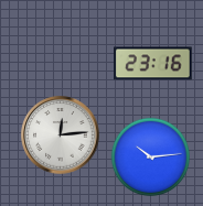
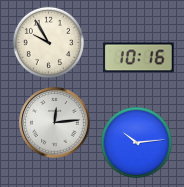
clock at (48, 42): none -> 9:55
clock at (153, 64): 23:16 -> 10:16
